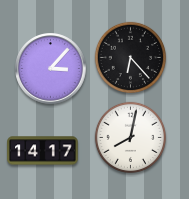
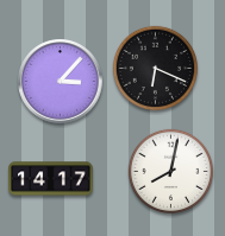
clock at (130, 57): 6:23 -> 6:19
clock at (130, 137) position: (130, 137) -> (170, 171)
